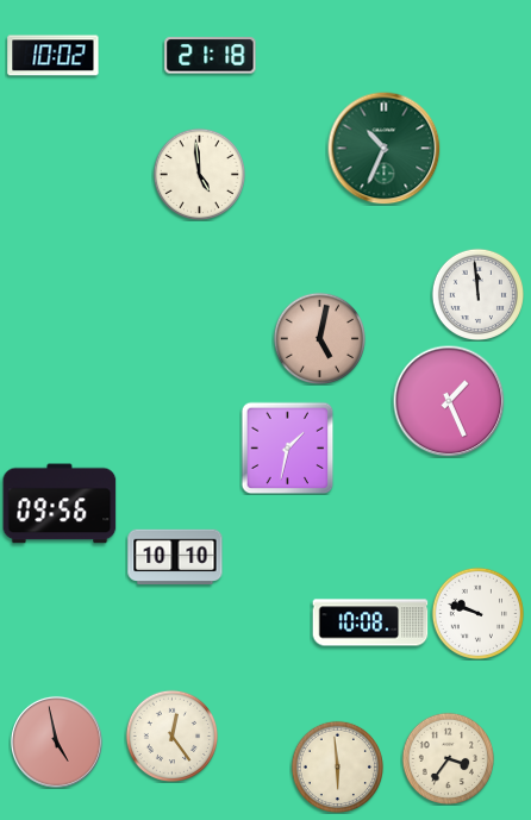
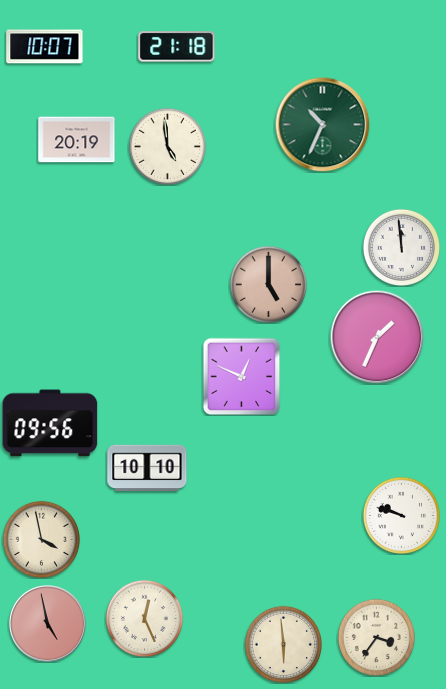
clock at (54, 56): 10:02 -> 10:07
clock at (77, 140): none -> 20:19
clock at (319, 338): 5:02 -> 5:00
clock at (449, 401): 1:26 -> 1:34
clock at (287, 447): 1:32 -> 12:49
clock at (370, 622): 10:08 -> none
clock at (41, 539): none -> 3:58
clock at (171, 736): 12:24 -> 12:26
